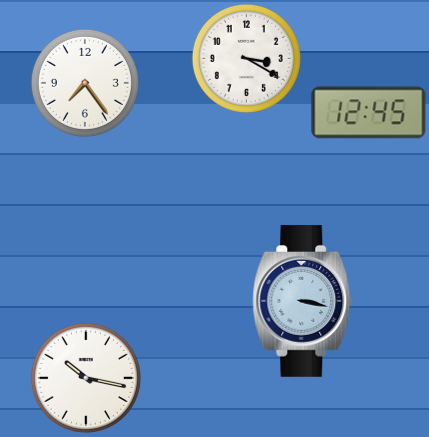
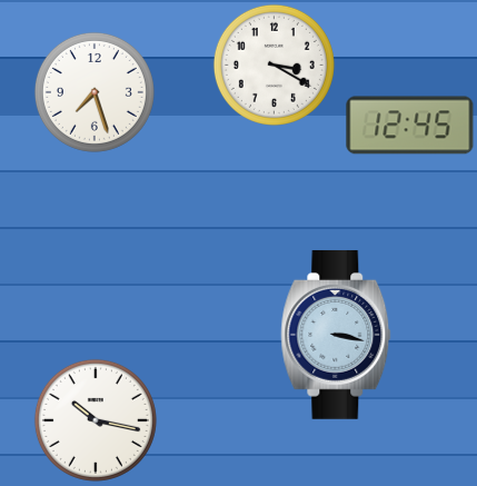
clock at (85, 83): 7:24 -> 7:27
